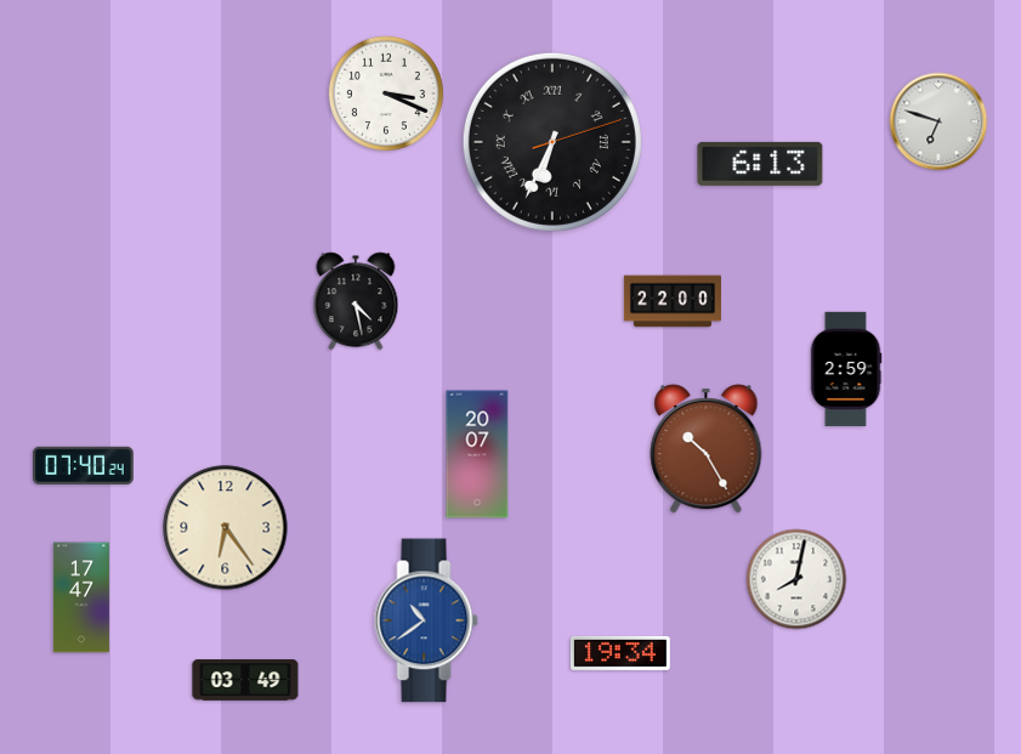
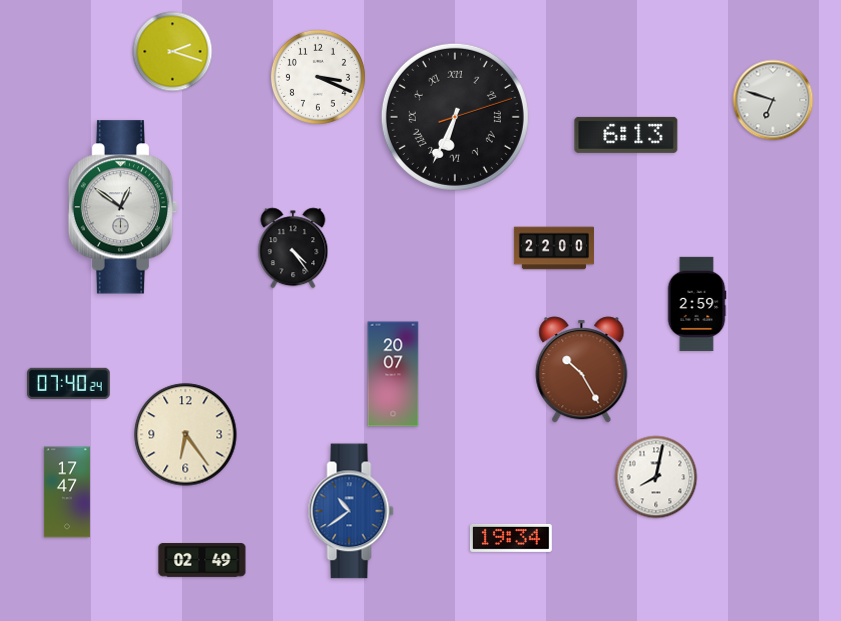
clock at (173, 52): none -> 2:18
clock at (123, 207): none -> 12:51
clock at (356, 301): 4:28 -> 4:24
clock at (245, 680): 03:49 -> 02:49
